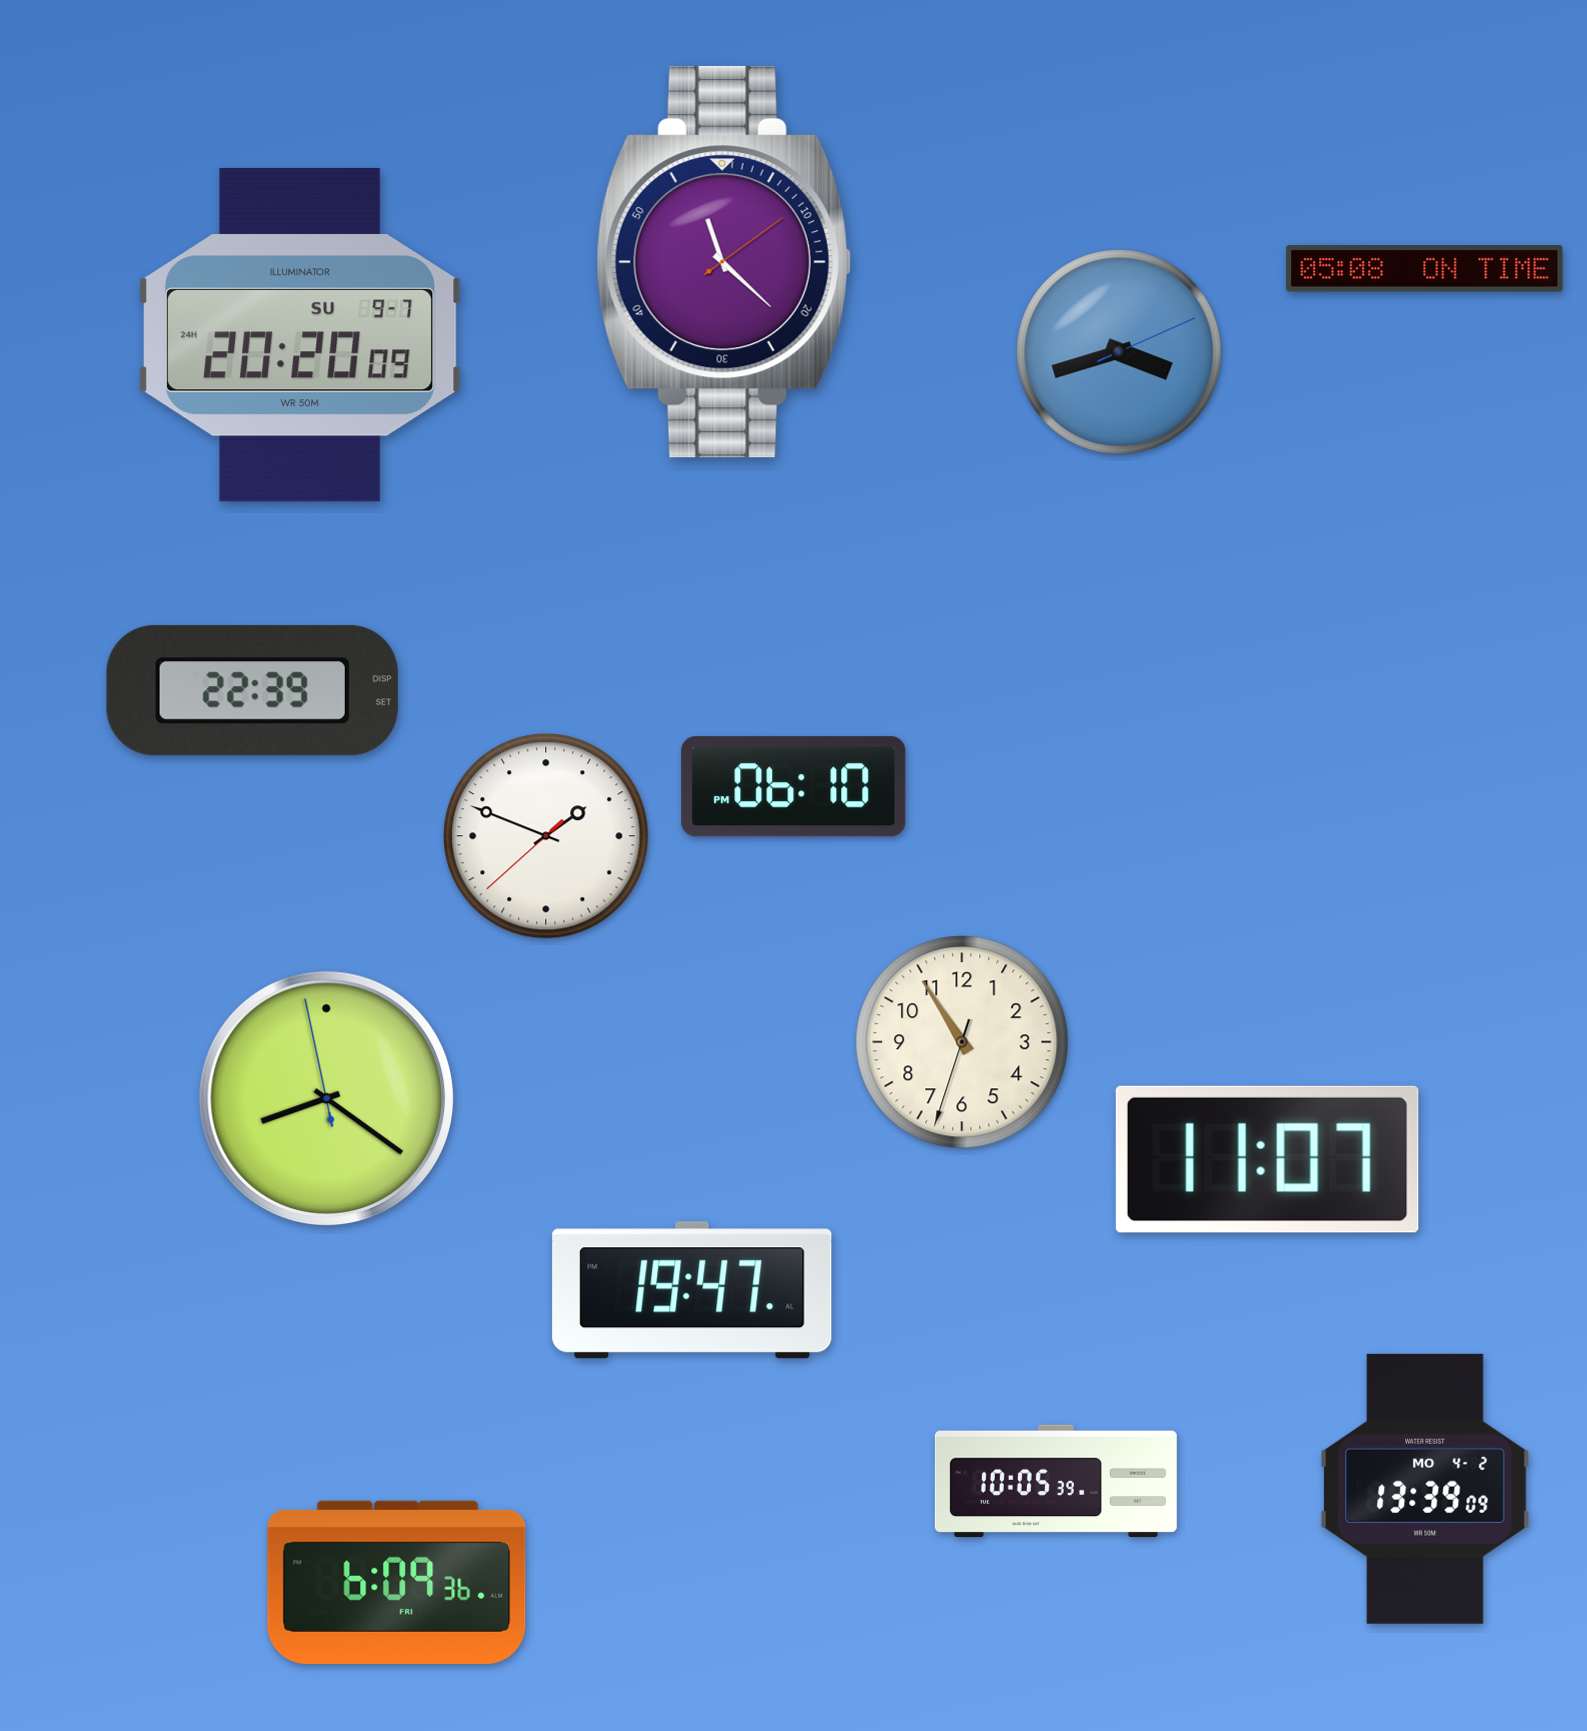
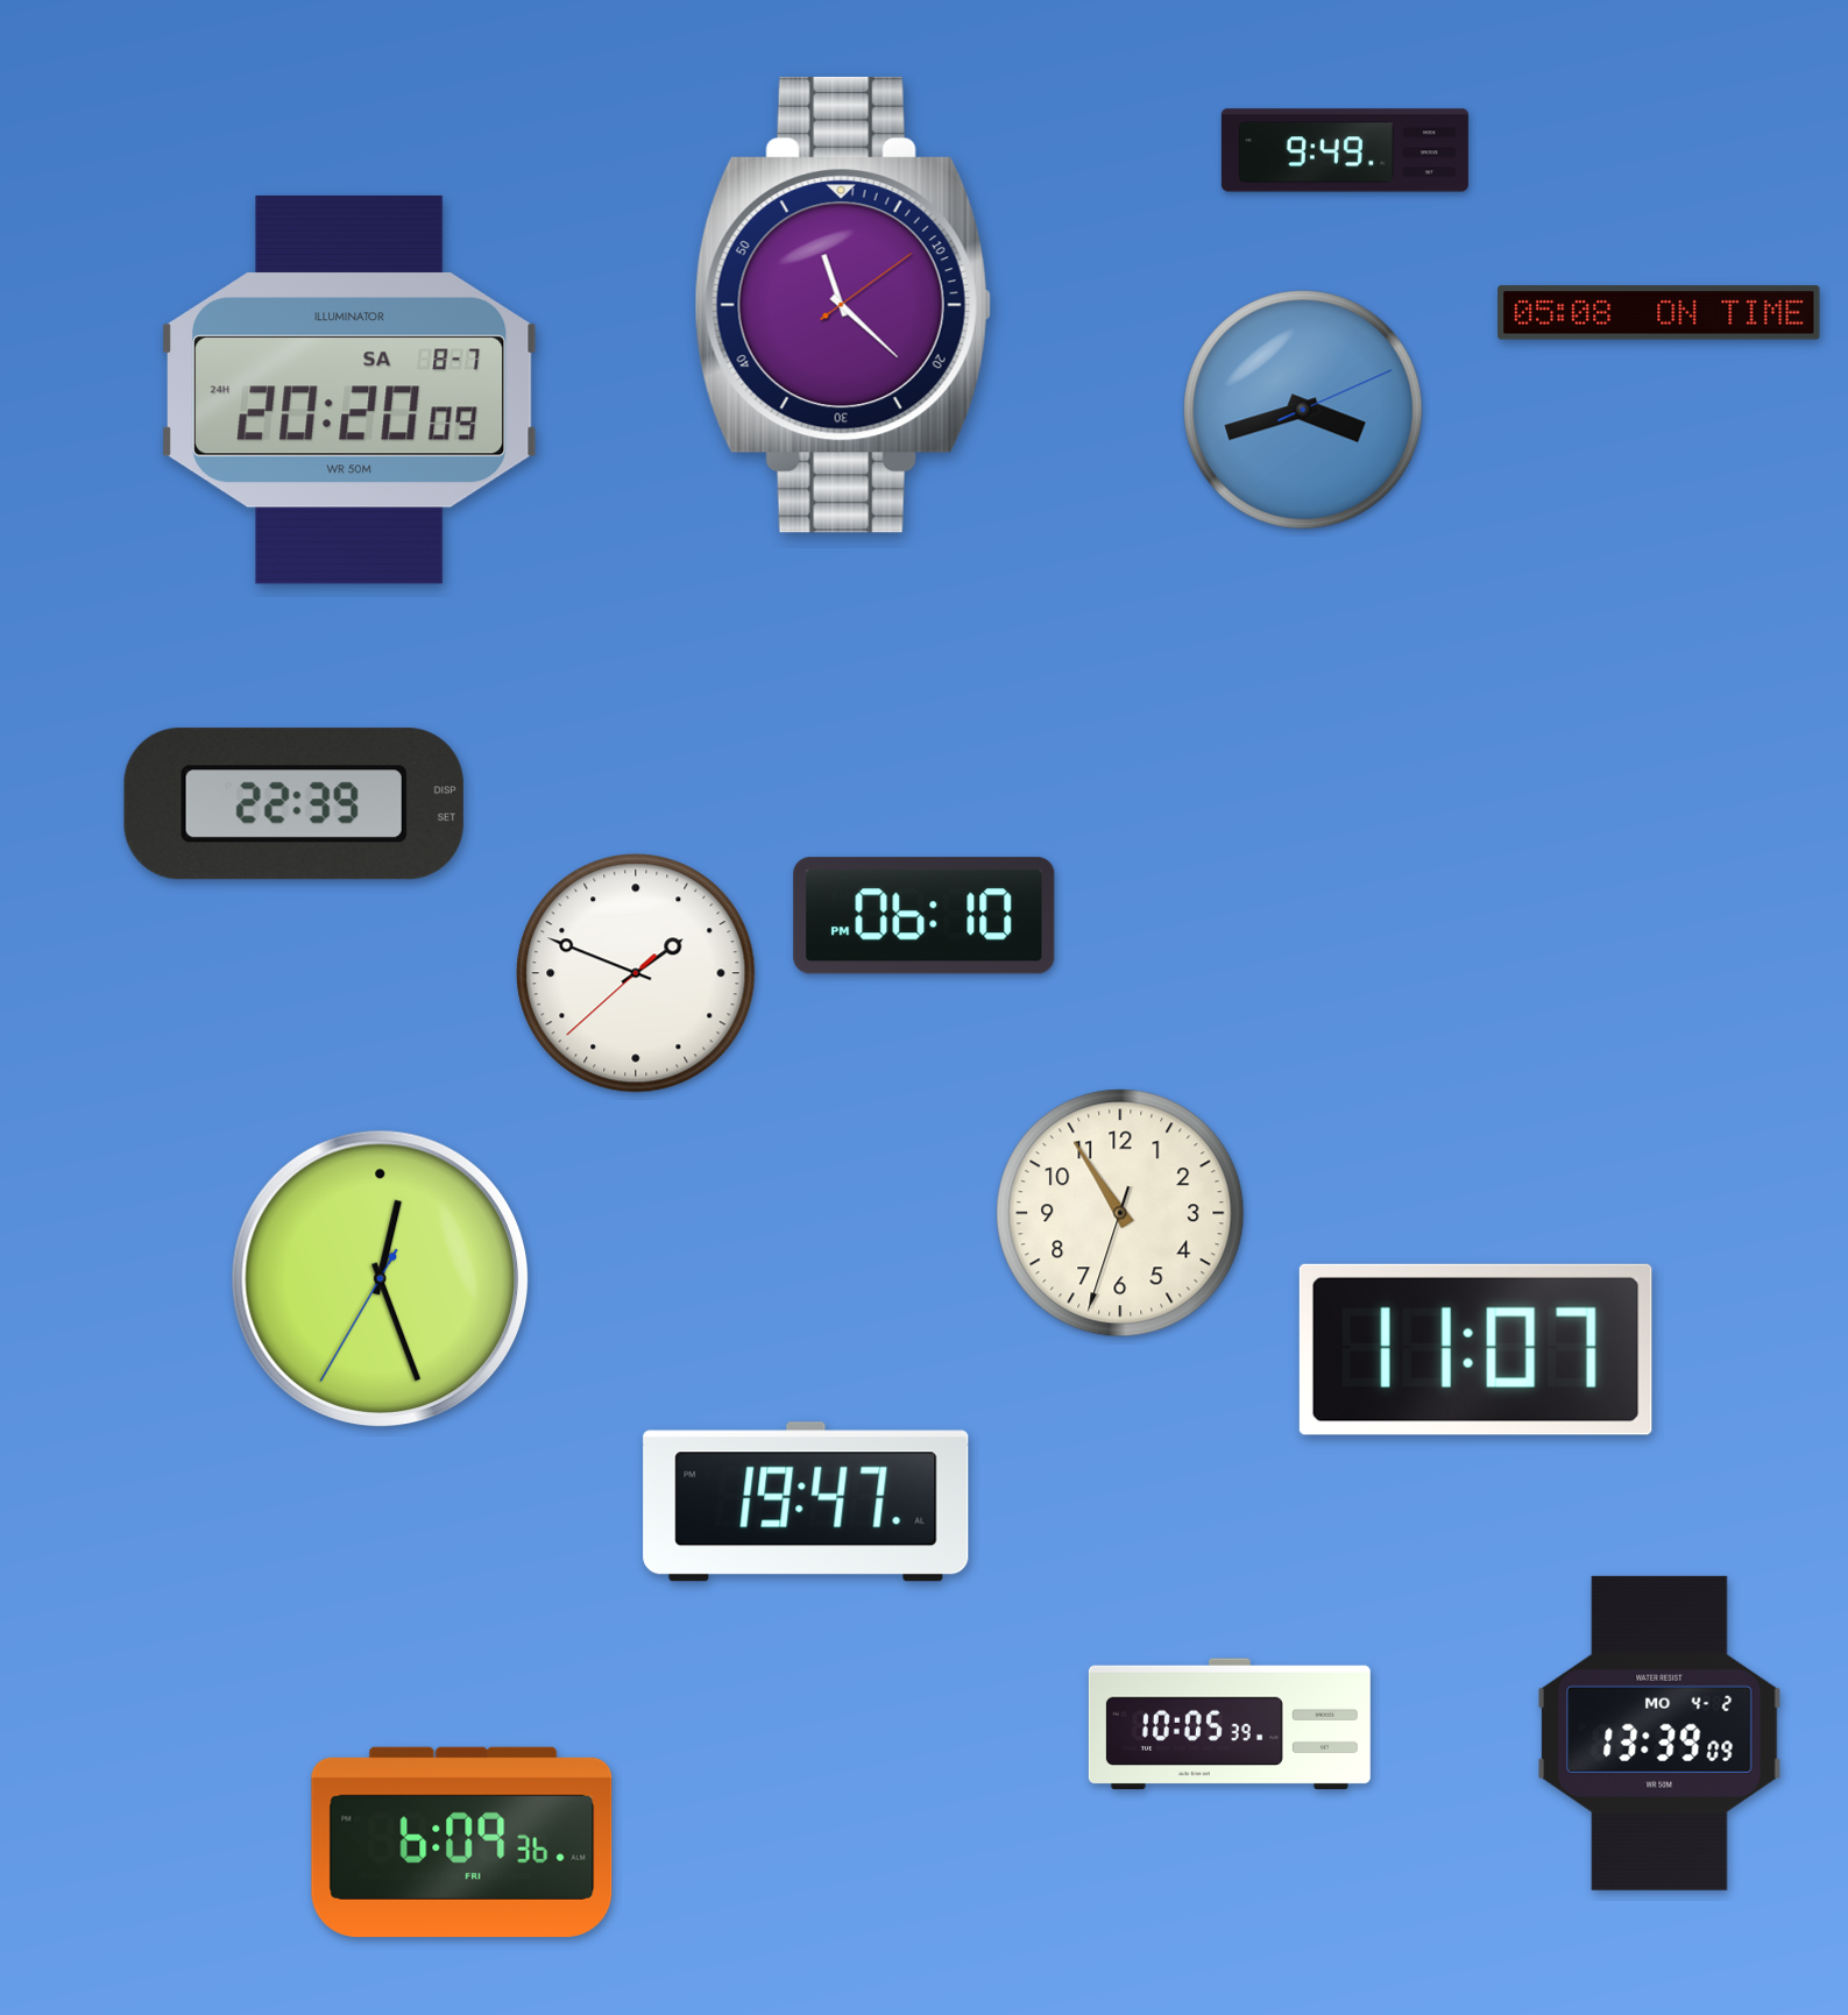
clock at (1345, 150): none -> 9:49
clock at (300, 335) date: SU 9-7 -> SA 8-7
clock at (327, 1099): 8:20 -> 12:26
